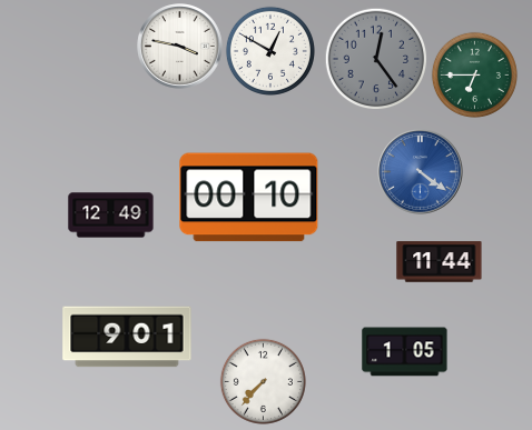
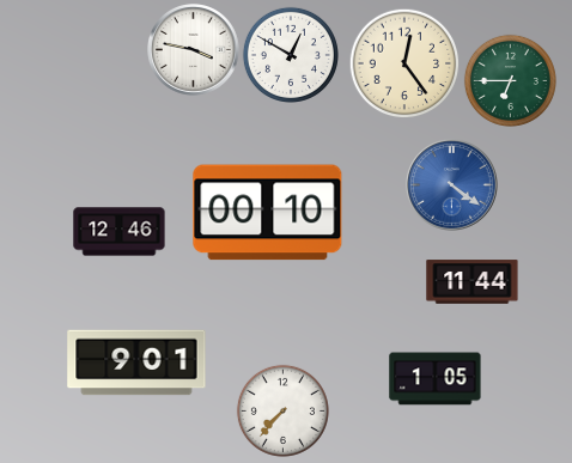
clock at (376, 59) dial: grey -> cream
clock at (111, 216): 12:49 -> 12:46
